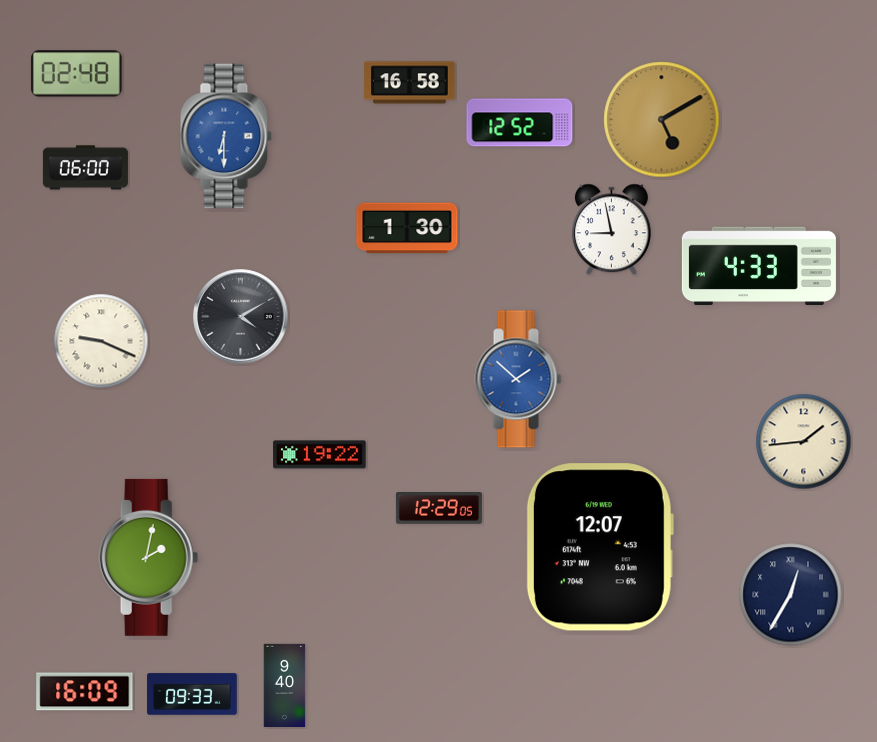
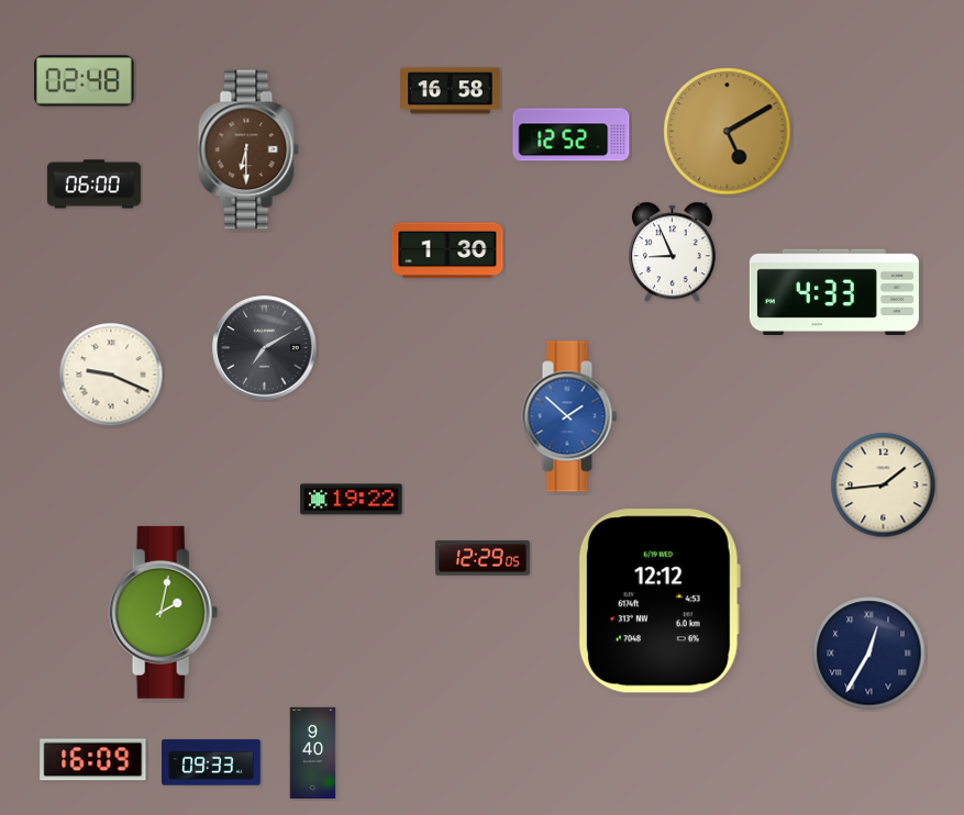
clock at (226, 136) dial: blue -> brown
clock at (611, 230): 8:58 -> 8:56
clock at (241, 317): 4:10 -> 7:10
clock at (600, 547): 12:07 -> 12:12
